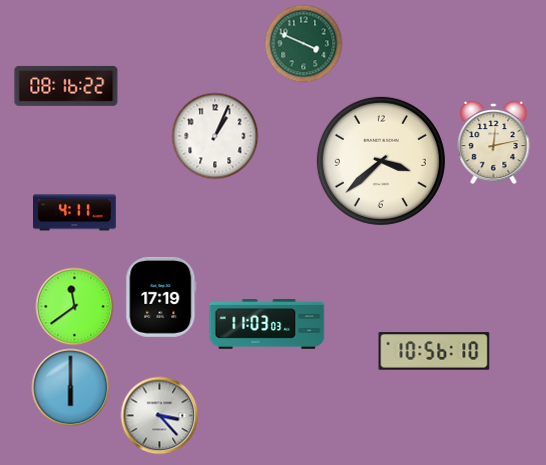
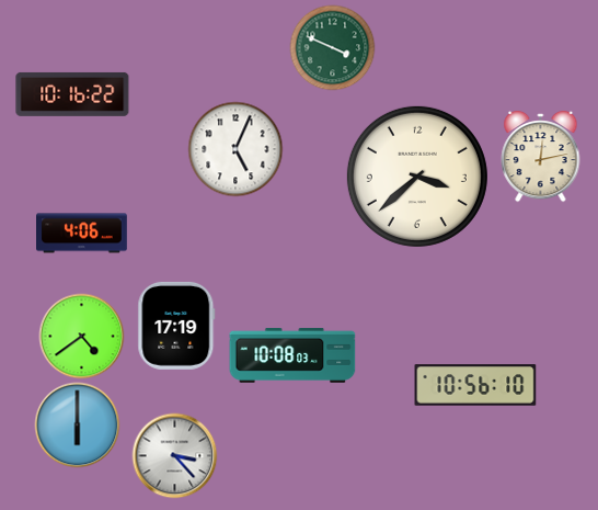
clock at (66, 86): 08:16 -> 10:16
clock at (215, 136): 1:04 -> 5:04
clock at (75, 213): 4:11 -> 4:06
clock at (74, 306): 11:39 -> 4:39
clock at (267, 325): 11:03 -> 10:08
